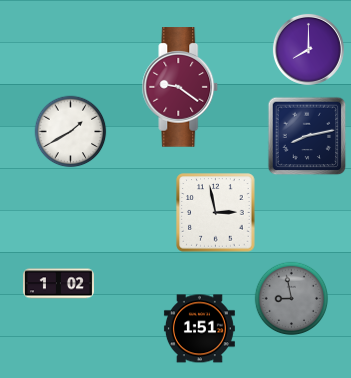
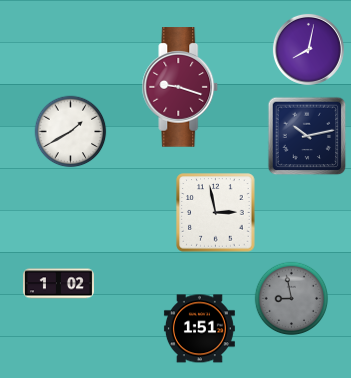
clock at (308, 49): 8:00 -> 8:02
clock at (180, 87): 9:21 -> 9:18
clock at (307, 136): 8:13 -> 10:13
